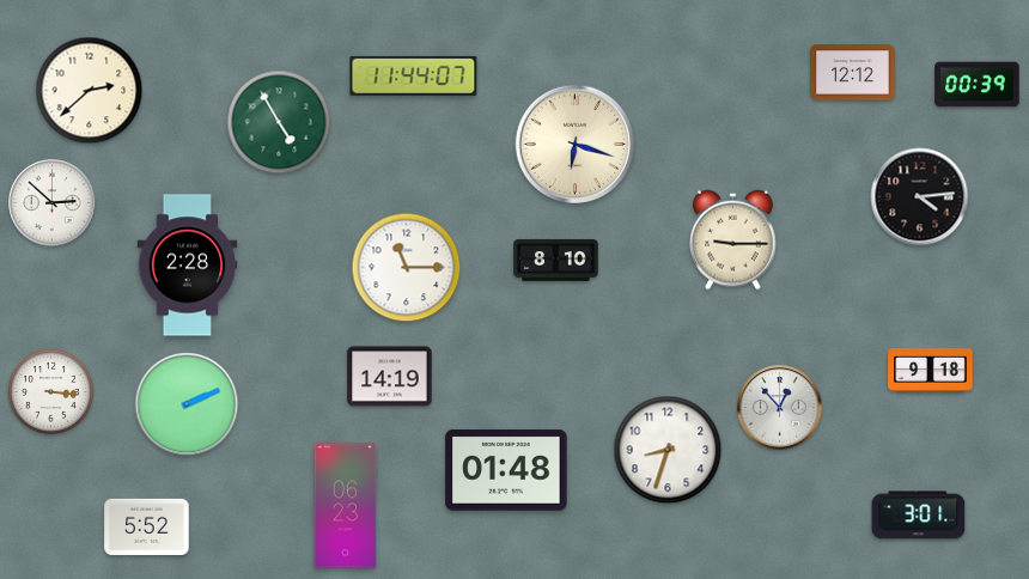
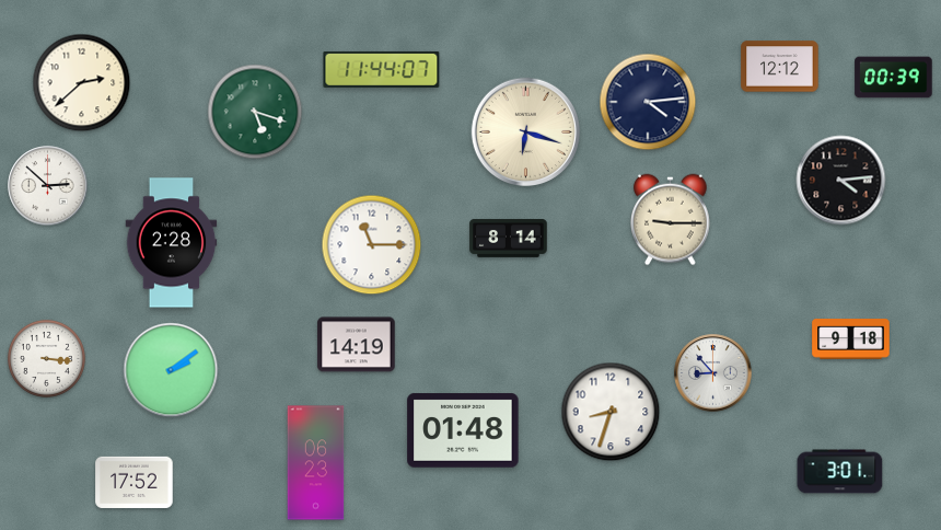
clock at (414, 75) position: (414, 75) -> (382, 69)
clock at (648, 102): none -> 4:14
clock at (279, 122): 4:55 -> 5:18
clock at (556, 261): 8:10 -> 8:14
clock at (187, 404): 2:11 -> 2:09
clock at (780, 408): 12:53 -> 8:53
clock at (147, 526): 5:52 -> 17:52
